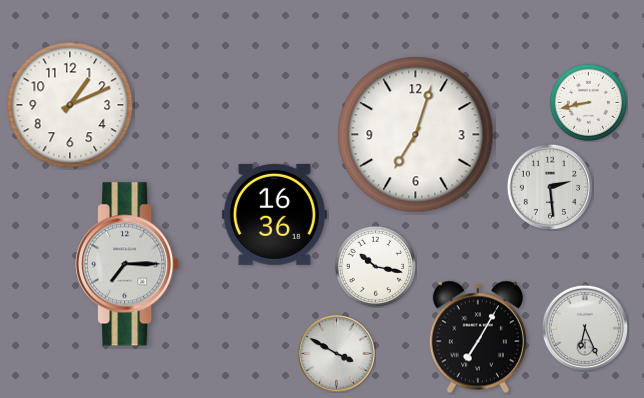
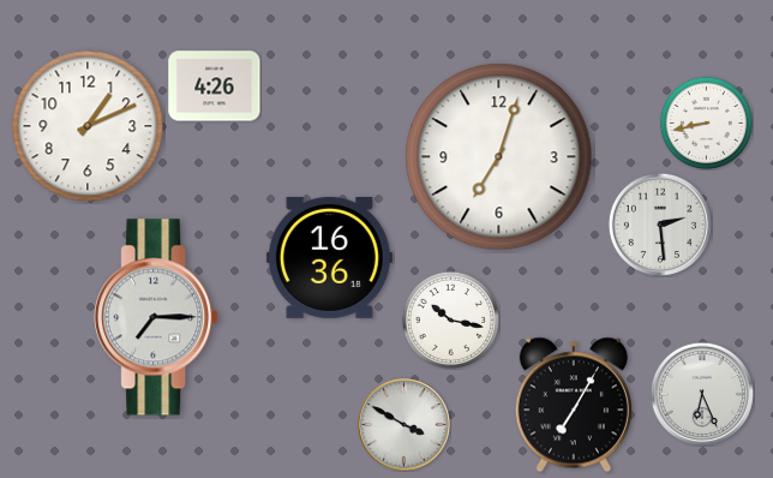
clock at (215, 86): none -> 4:26
clock at (70, 105) position: (70, 105) -> (88, 126)
clock at (416, 135) position: (416, 135) -> (499, 157)
clock at (127, 264) position: (127, 264) -> (156, 317)
